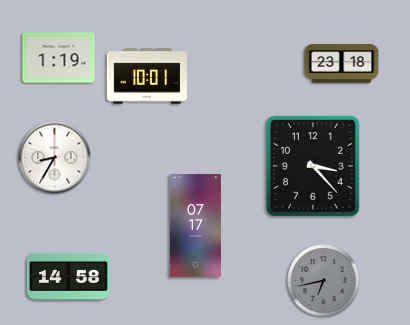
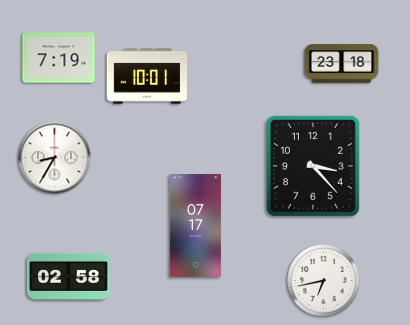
clock at (59, 58): 1:19 -> 7:19
clock at (68, 276): 14:58 -> 02:58
clock at (324, 281) dial: grey -> white
